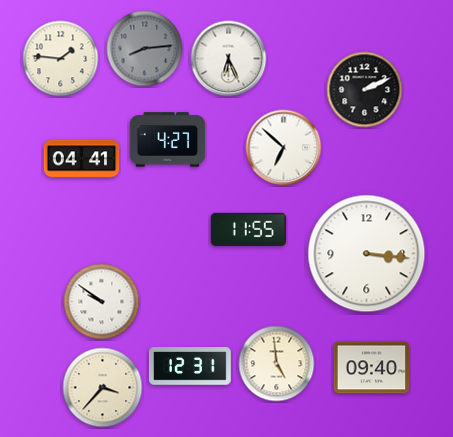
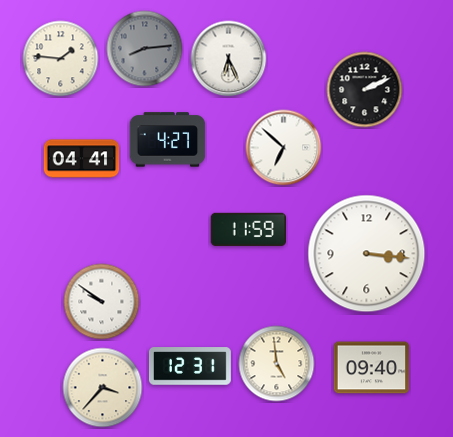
clock at (248, 229): 11:55 -> 11:59
